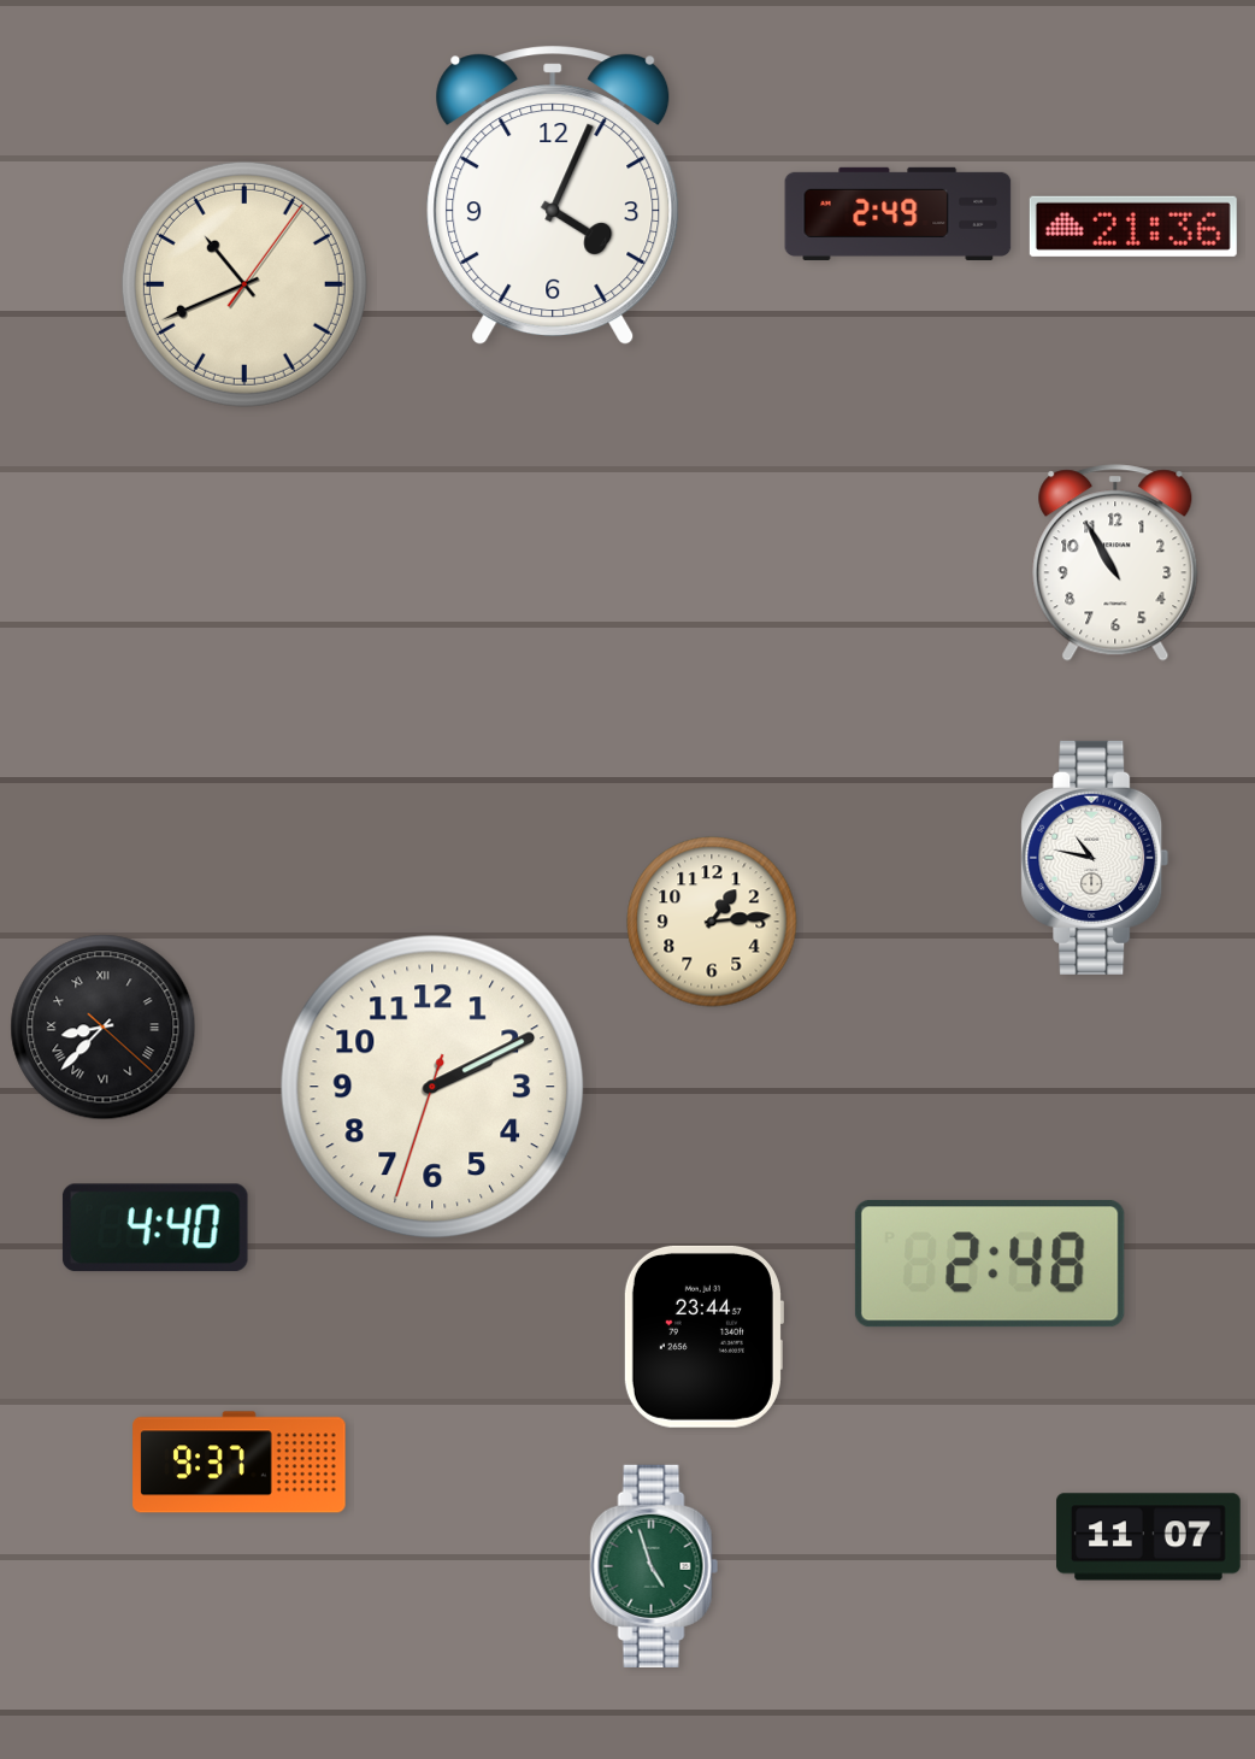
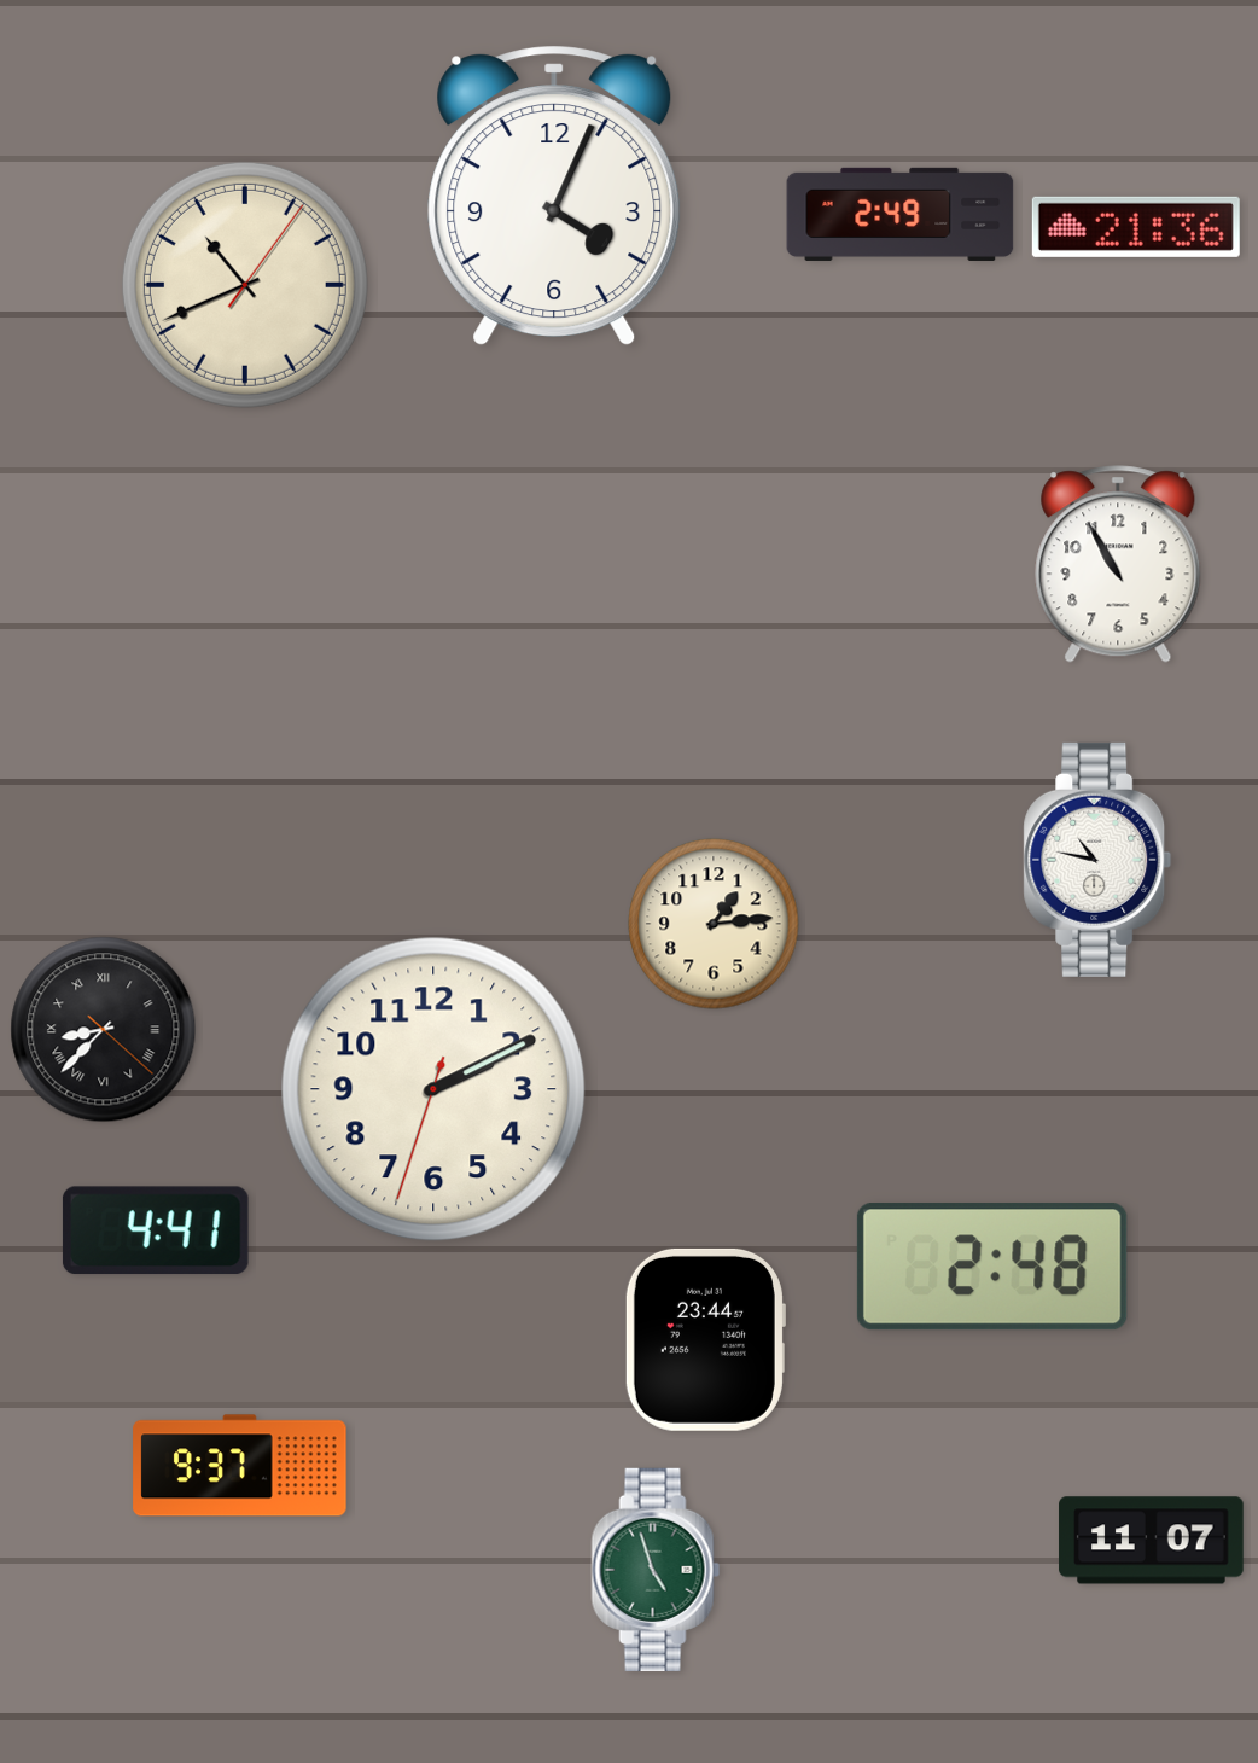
clock at (155, 1228): 4:40 -> 4:41
